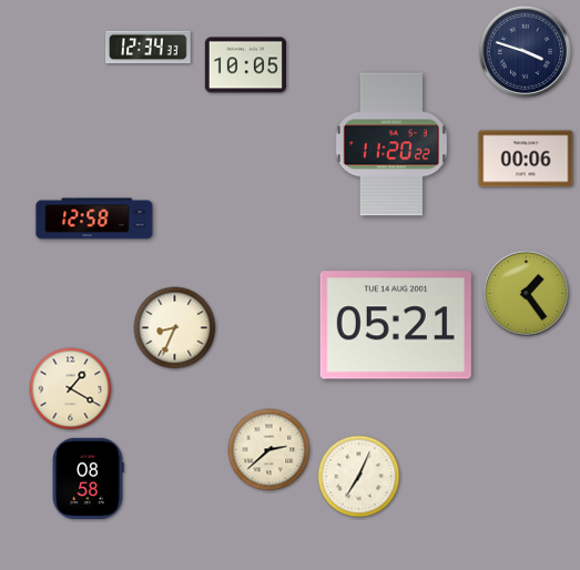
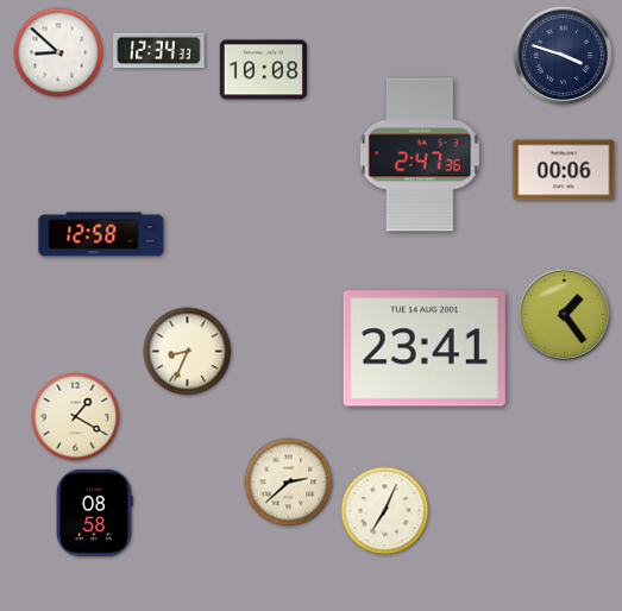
clock at (58, 52): none -> 8:52
clock at (245, 65): 10:05 -> 10:08
clock at (391, 144): 11:20 -> 2:47
clock at (396, 325): 05:21 -> 23:41
